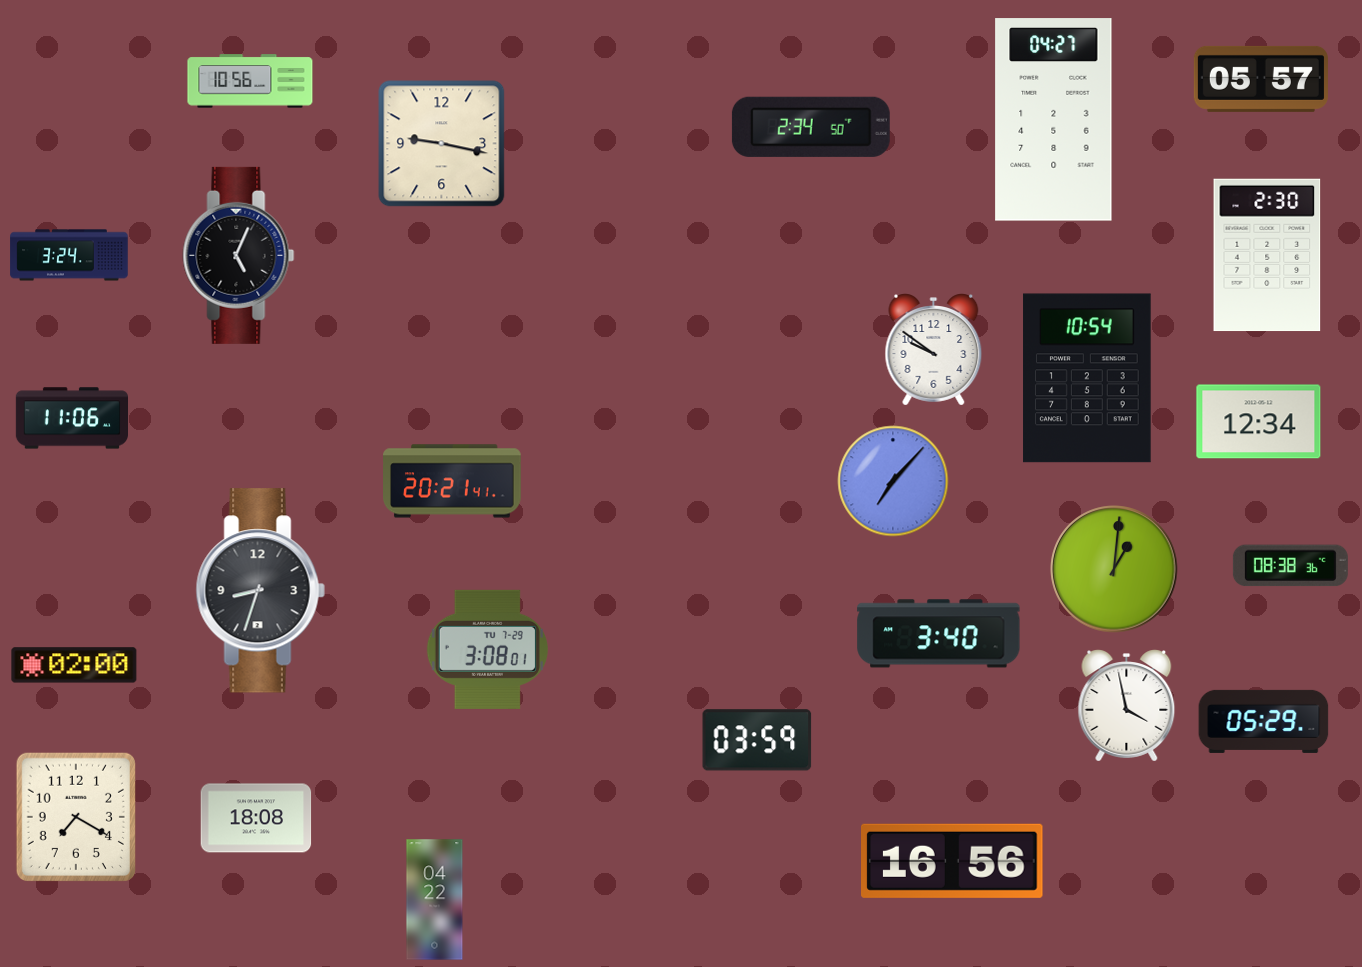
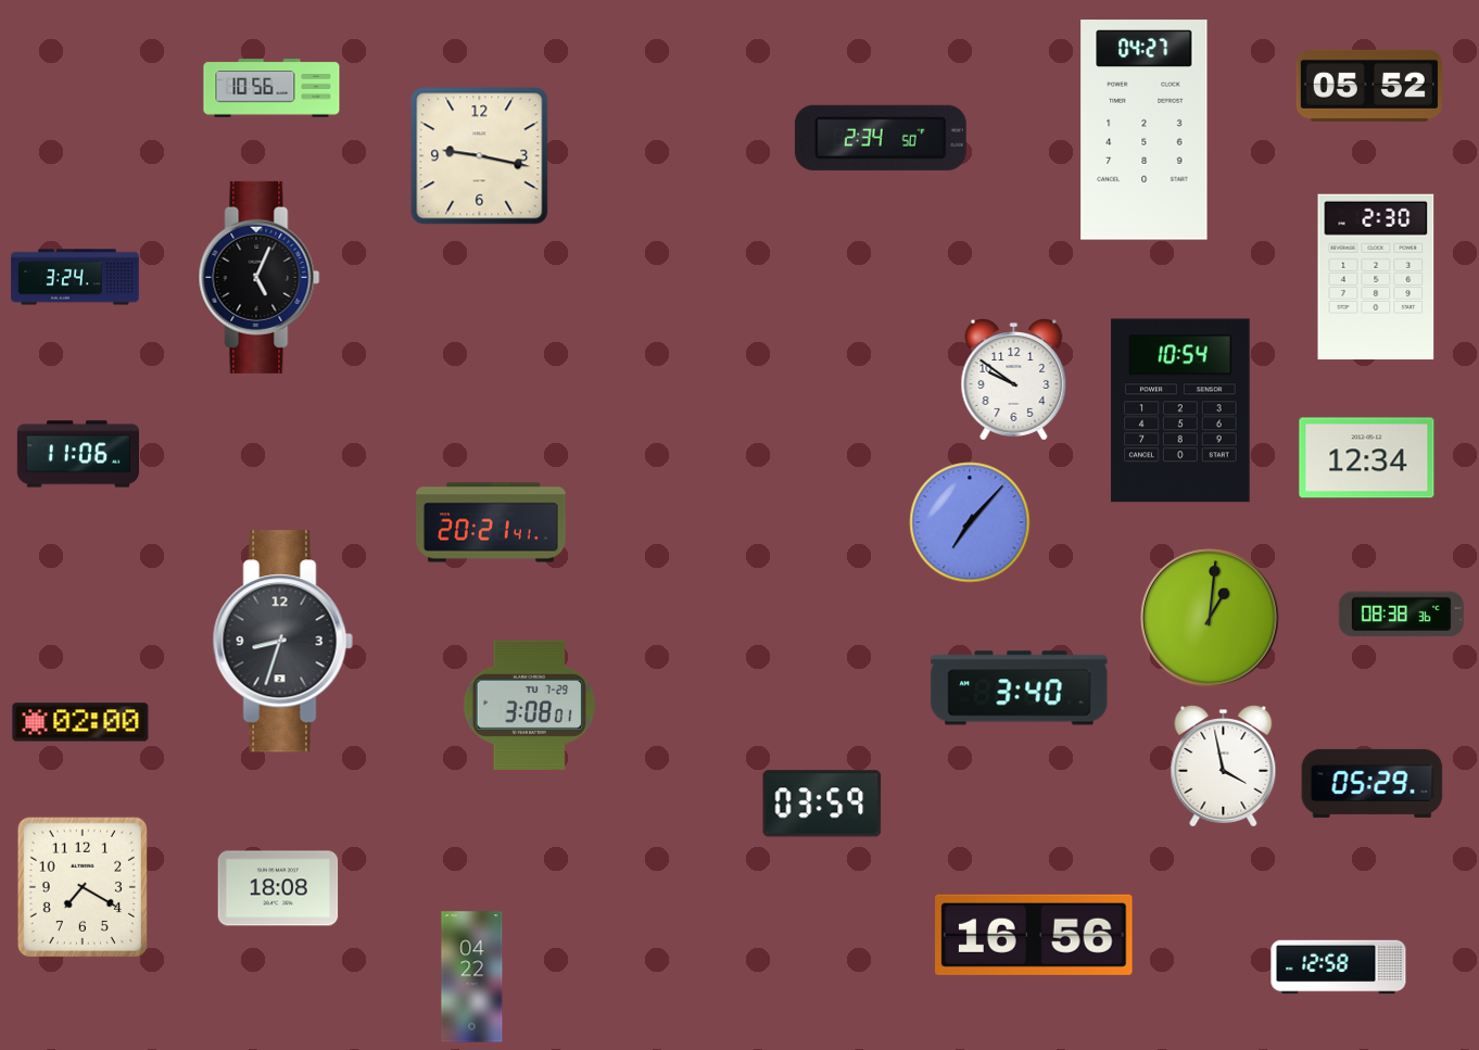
clock at (1261, 79): 05:57 -> 05:52
clock at (1339, 967): none -> 12:58
